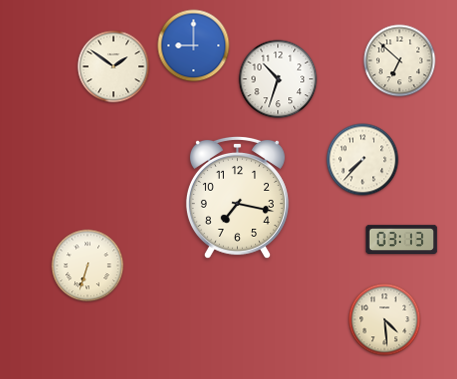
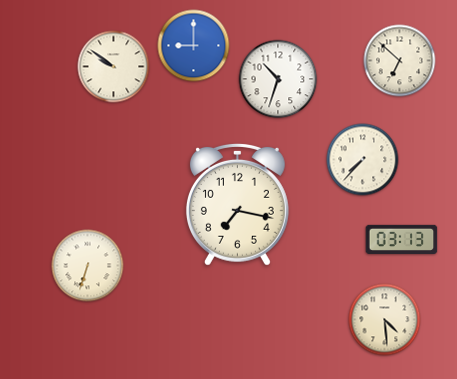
clock at (114, 67): 1:51 -> 9:51
clock at (237, 197) position: (237, 197) -> (237, 204)
